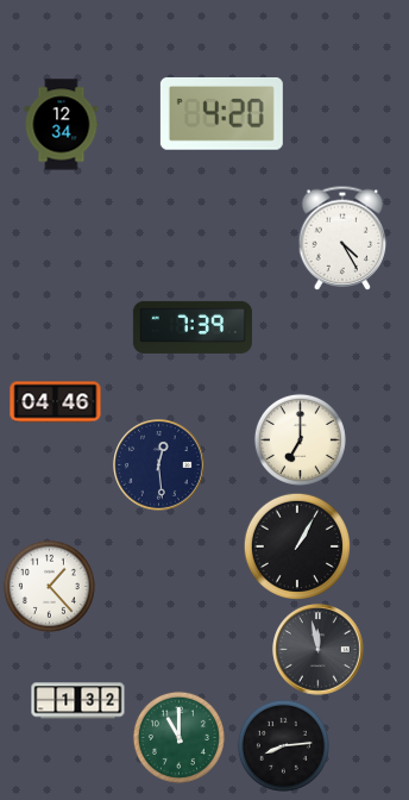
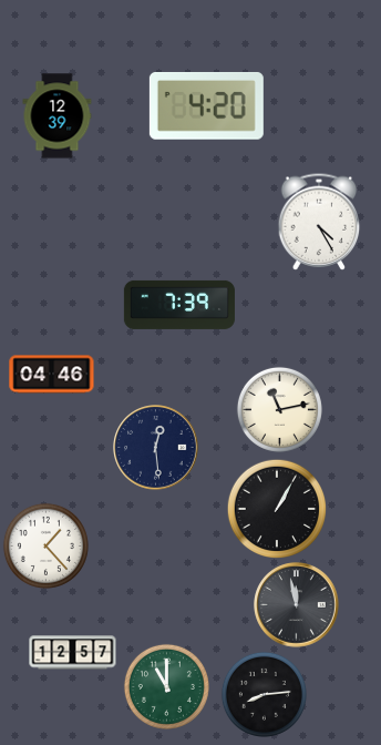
clock at (62, 125): 12:34 -> 12:39
clock at (300, 439): 7:00 -> 11:13
clock at (159, 465) position: (159, 465) -> (156, 448)
clock at (78, 701): 1:32 -> 12:57
